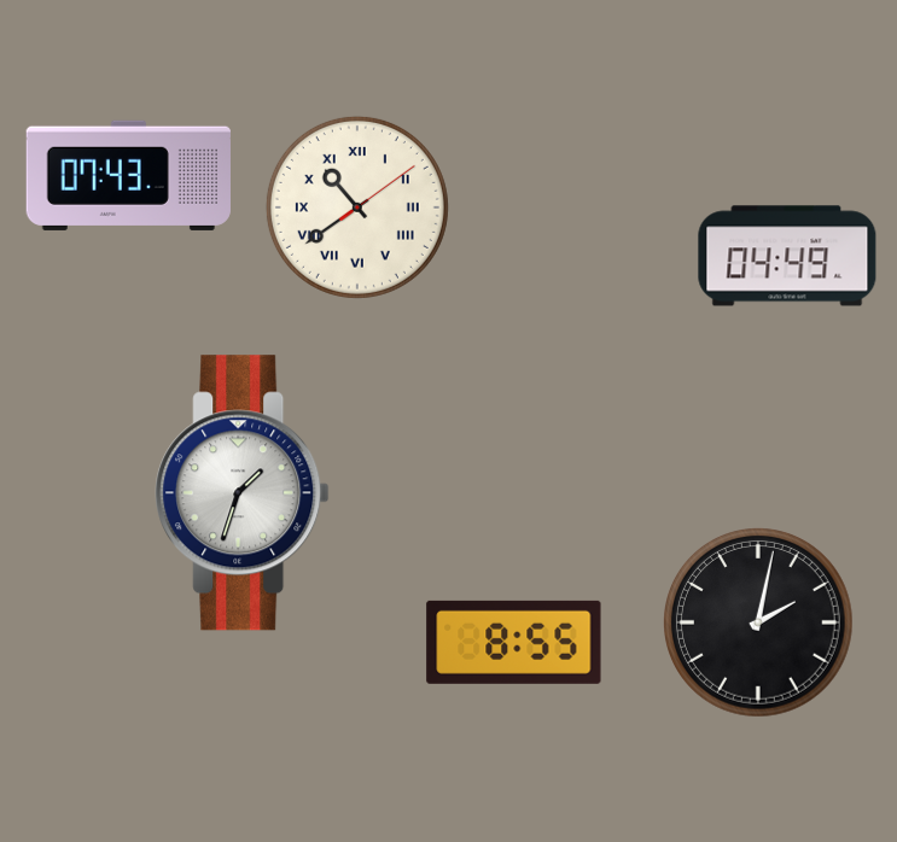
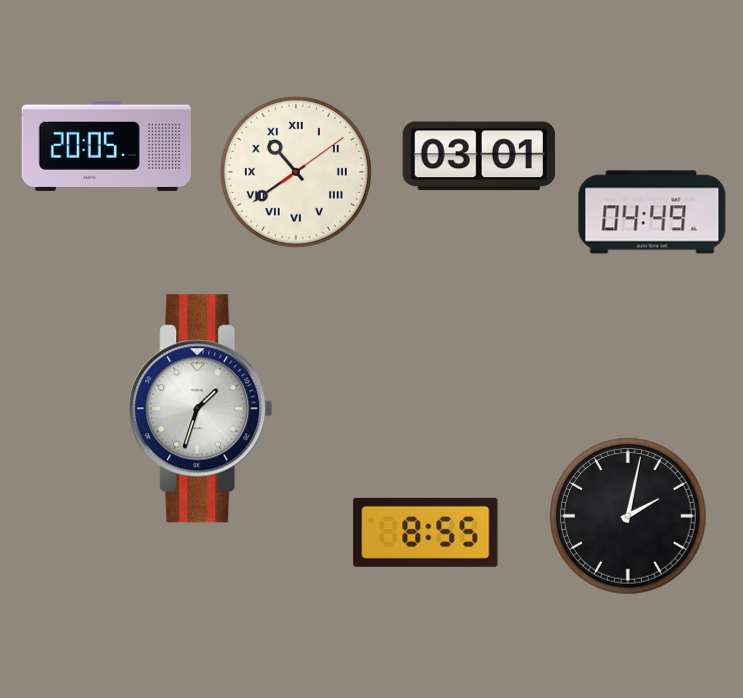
clock at (128, 175): 07:43 -> 20:05
clock at (478, 156): none -> 03:01
